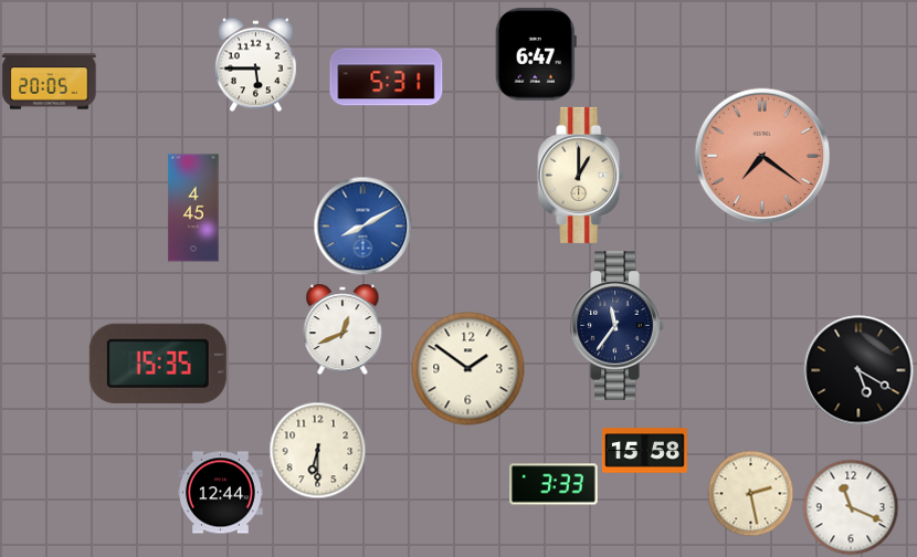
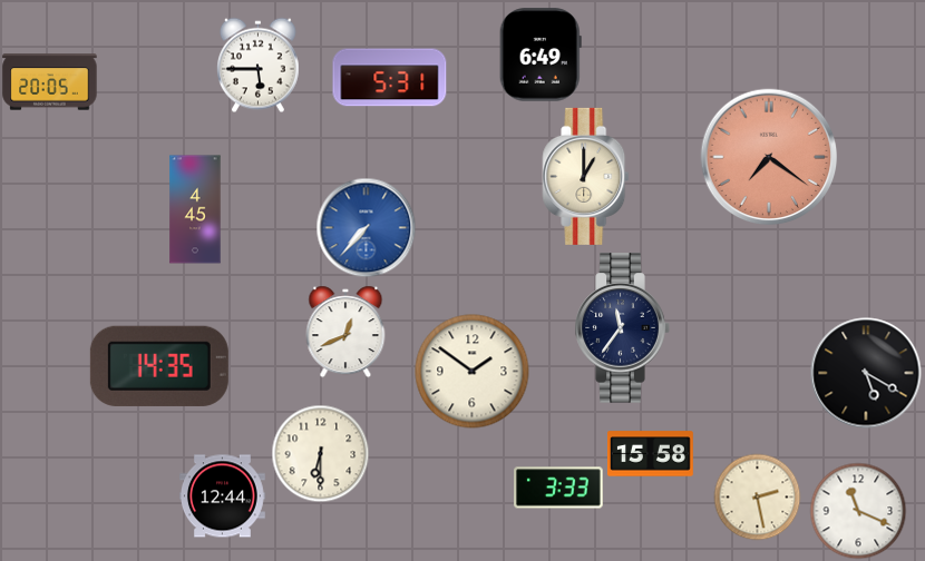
clock at (536, 54): 6:47 -> 6:49
clock at (362, 225): 8:10 -> 7:37
clock at (158, 364): 15:35 -> 14:35
